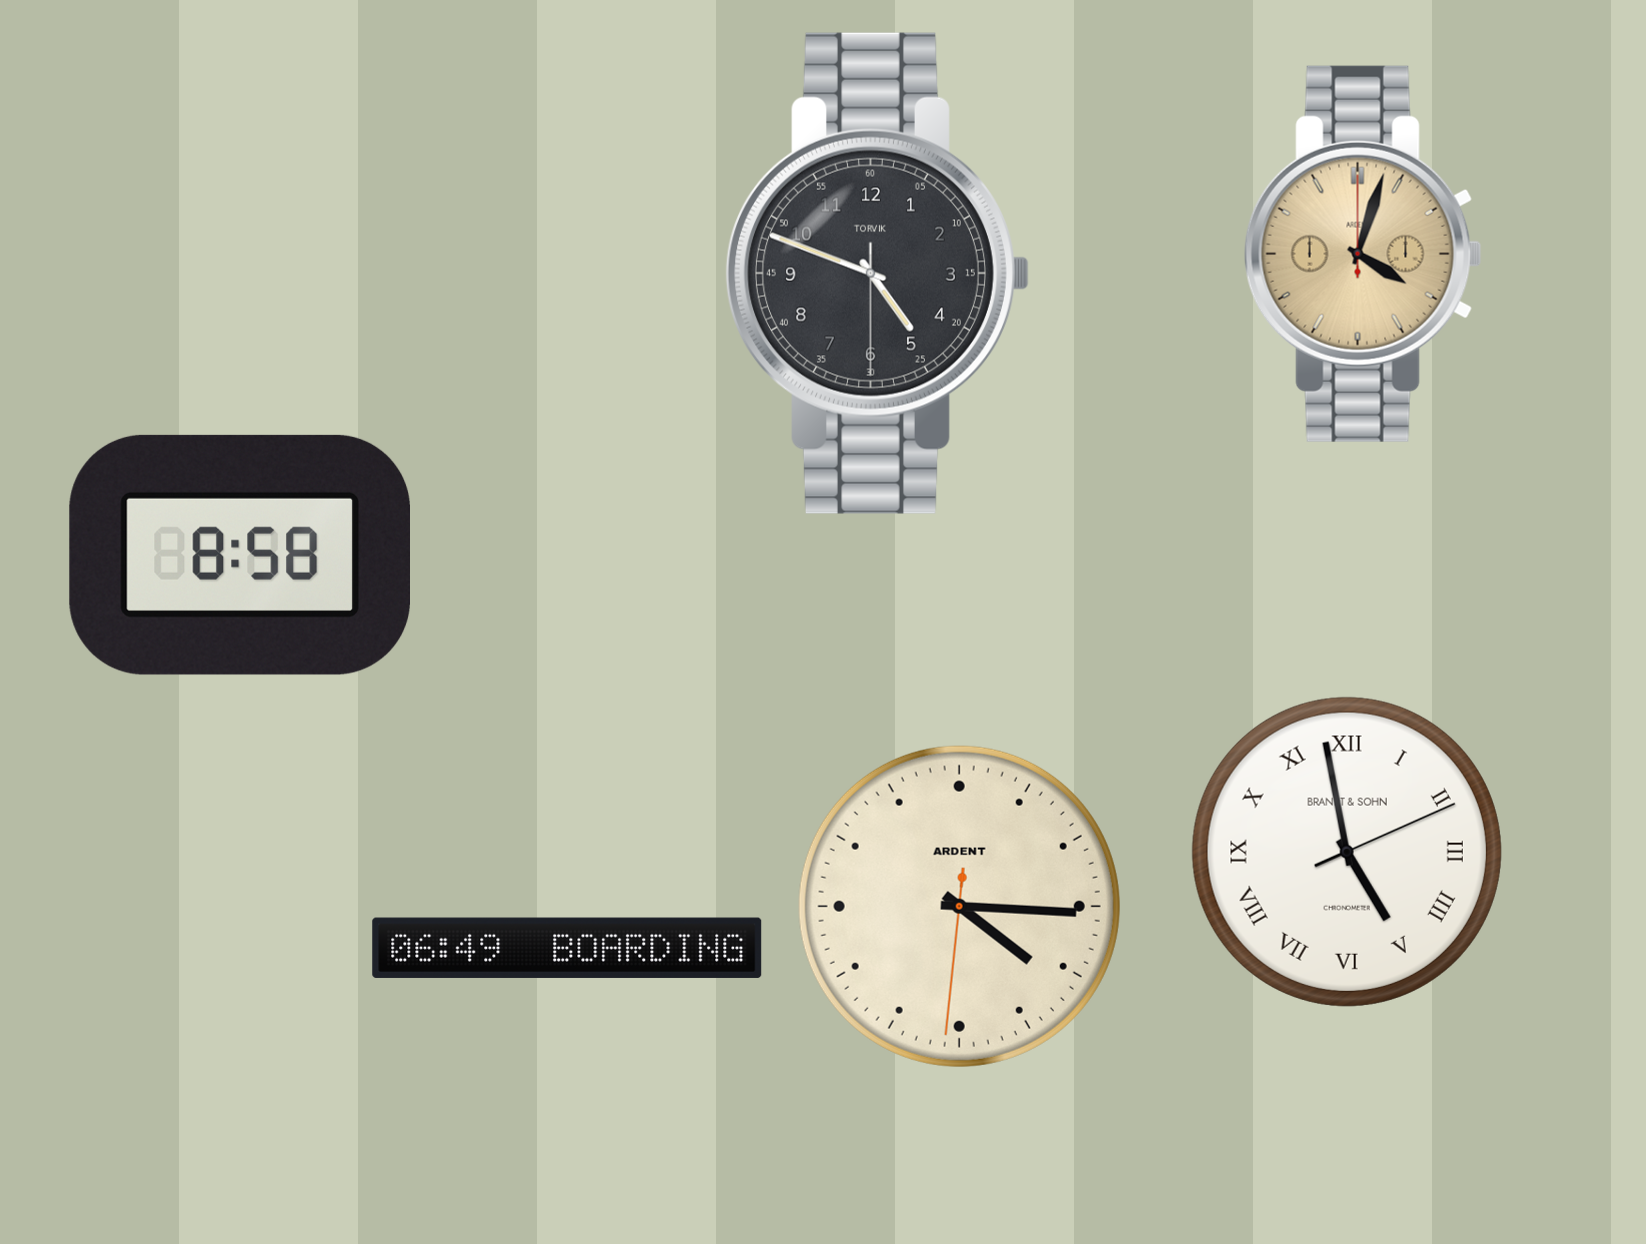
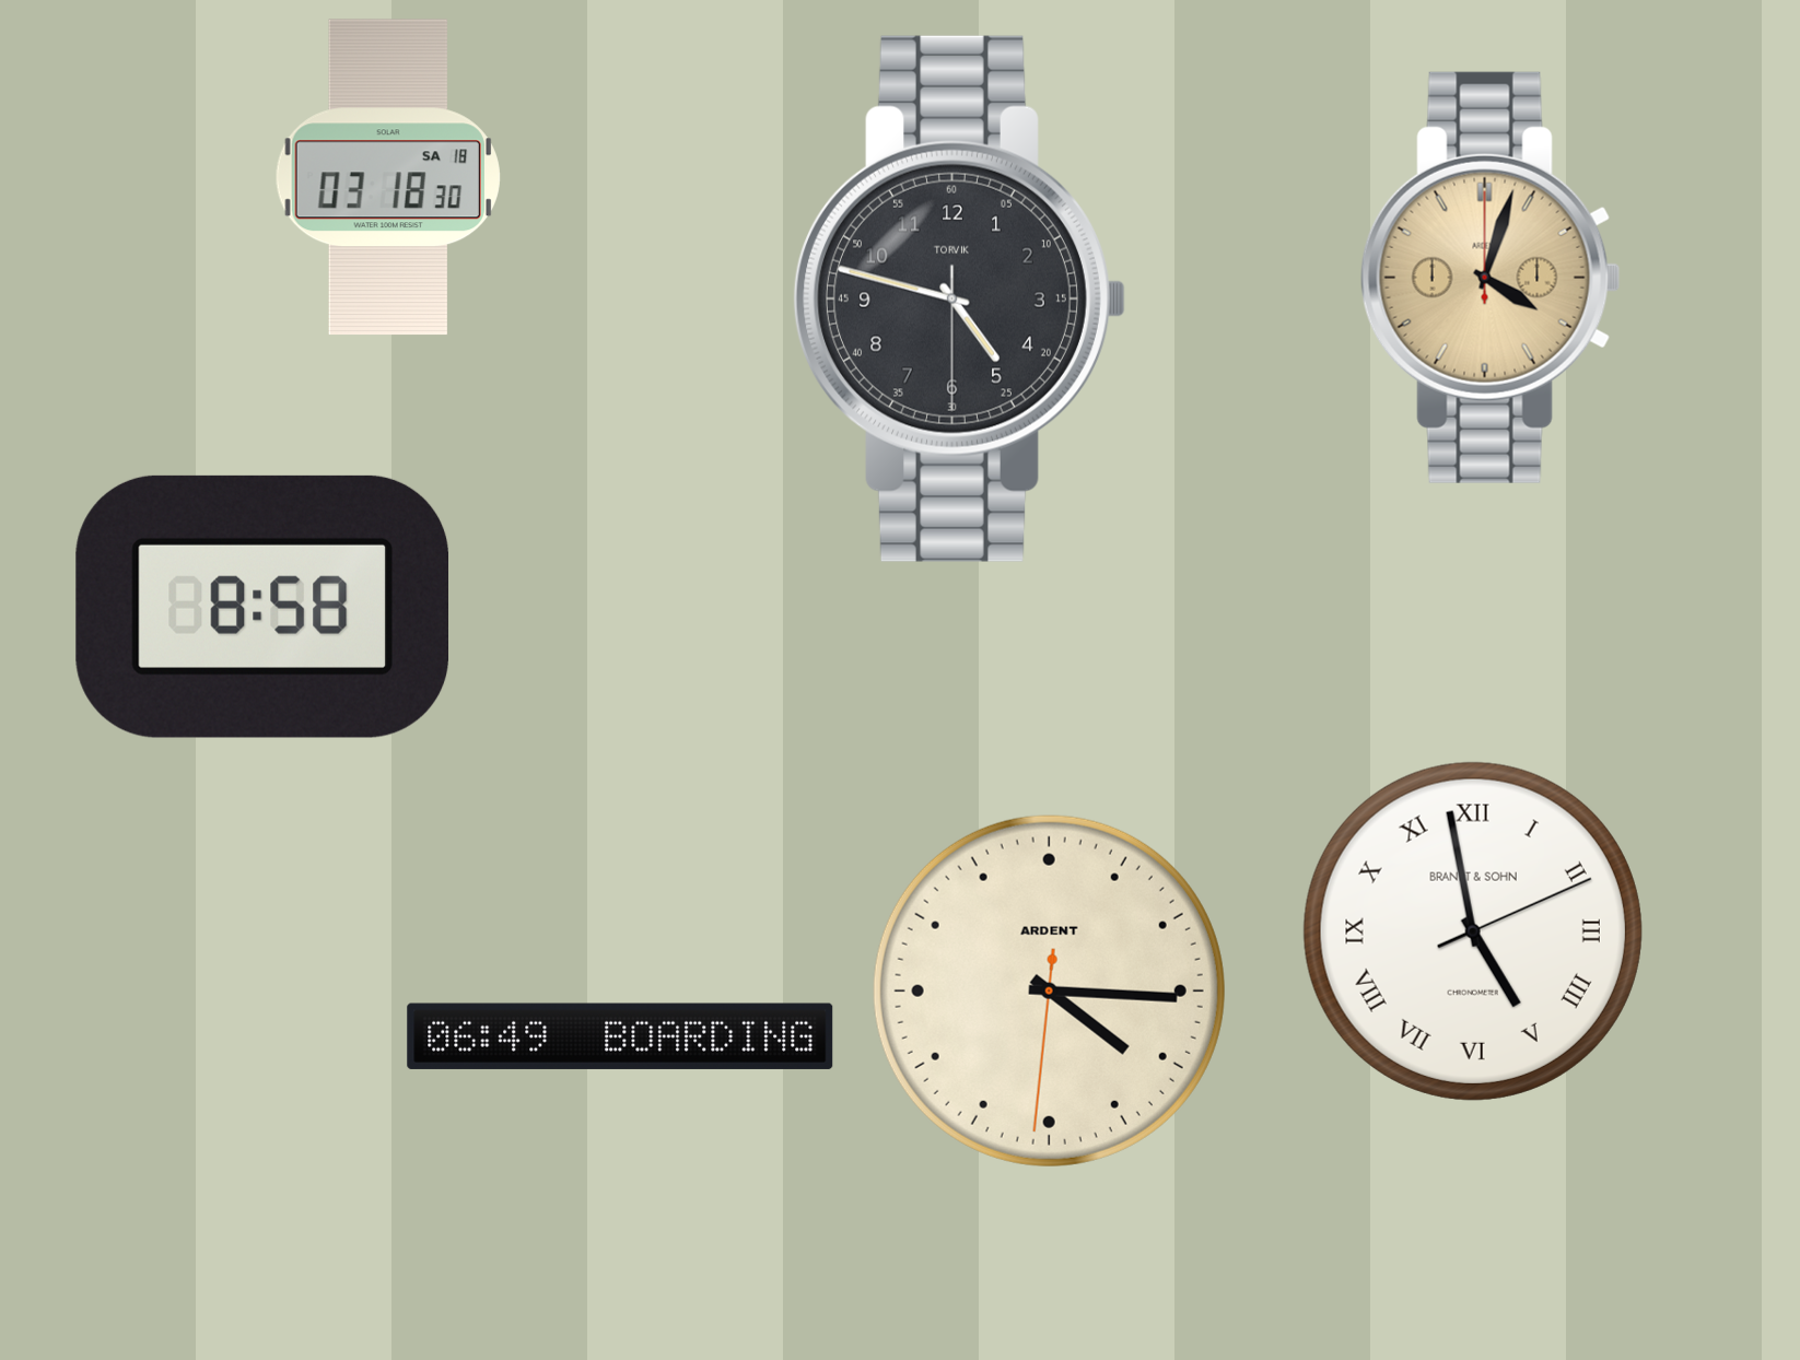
clock at (388, 177): none -> 03:18
clock at (878, 273): 4:48 -> 4:47
